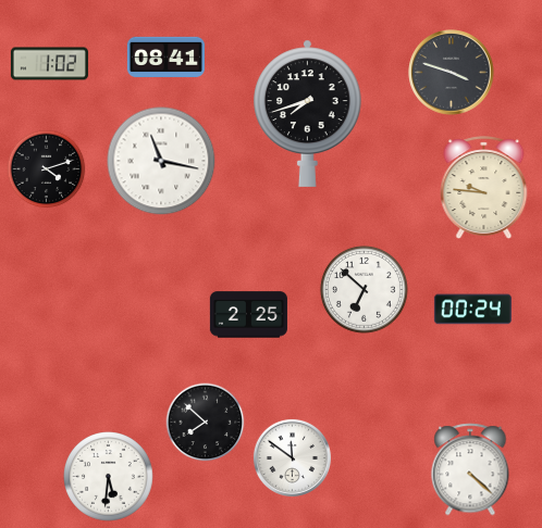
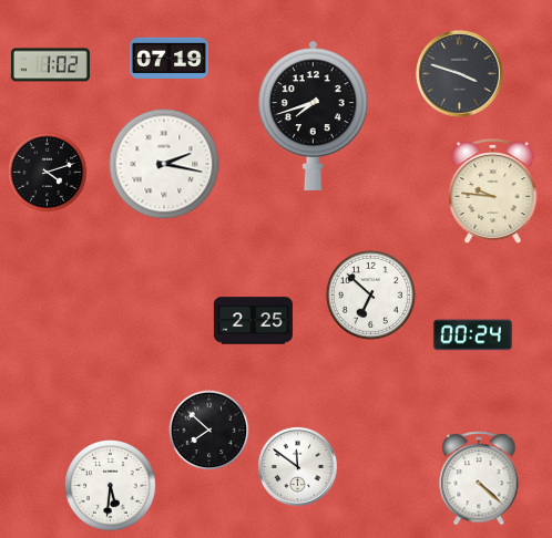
clock at (165, 56): 08:41 -> 07:19
clock at (161, 161): 11:17 -> 2:17
clock at (472, 310) position: (472, 310) -> (472, 335)
